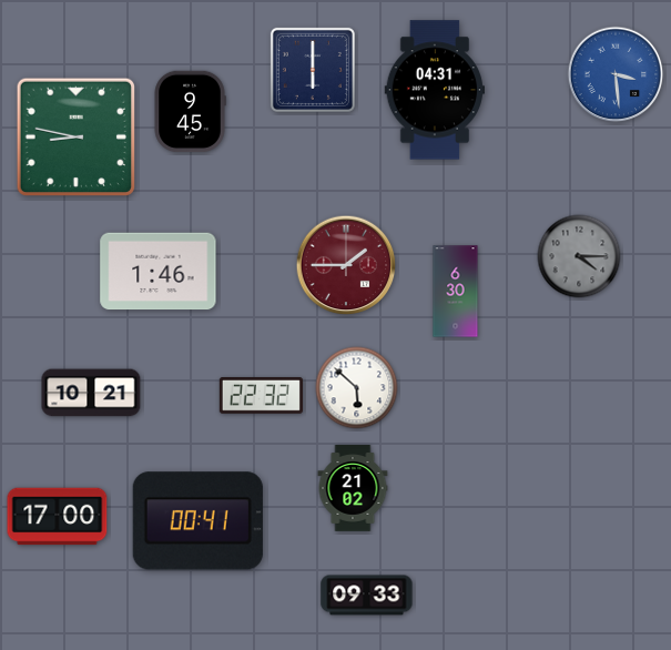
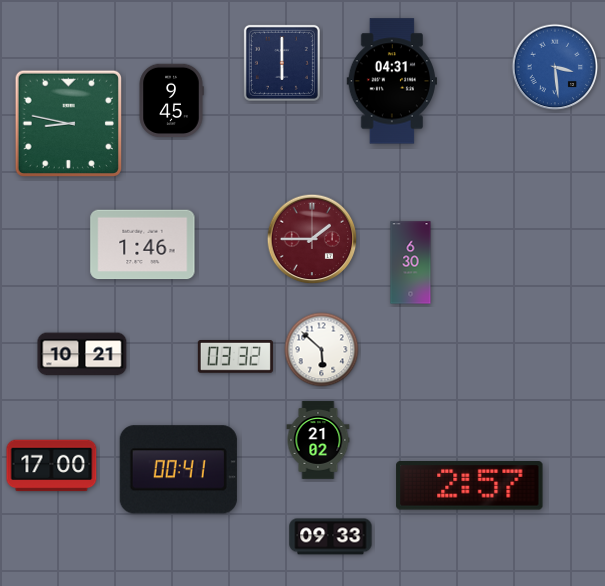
clock at (579, 256): 4:15 -> none
clock at (261, 396): 22:32 -> 03:32
clock at (470, 486): none -> 2:57
